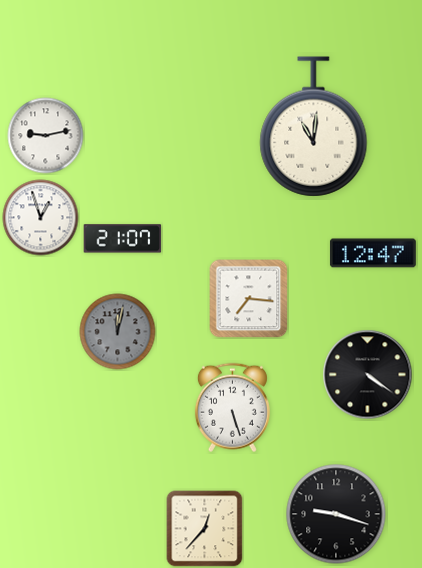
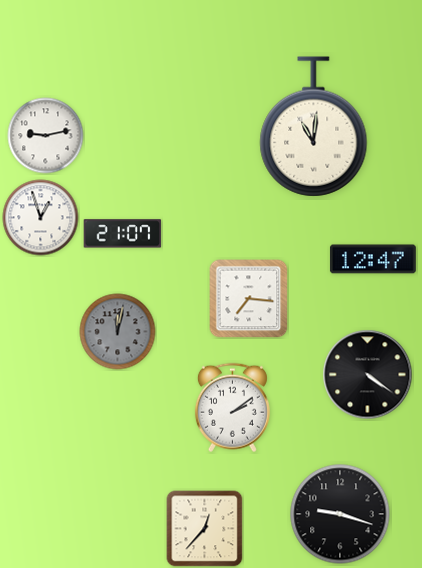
clock at (123, 239) position: (123, 239) -> (123, 234)
clock at (373, 253) position: (373, 253) -> (373, 259)
clock at (232, 408): 5:27 -> 2:09
clock at (336, 514) position: (336, 514) -> (340, 514)
